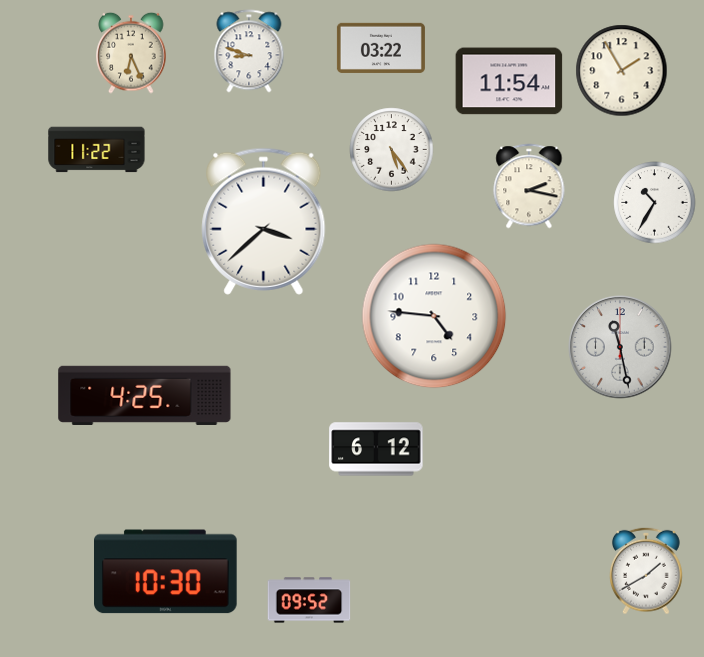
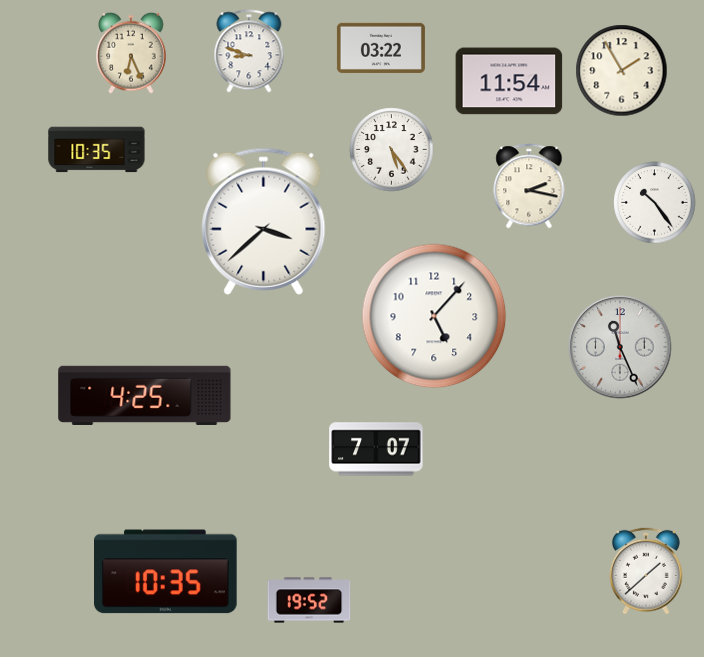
clock at (97, 150): 11:22 -> 10:35
clock at (655, 203): 10:35 -> 10:24
clock at (434, 316): 4:46 -> 5:07
clock at (620, 347): 11:28 -> 11:26
clock at (376, 449): 6:12 -> 7:07
clock at (647, 571): 1:40 -> 1:38
clock at (166, 572): 10:30 -> 10:35
clock at (309, 600): 09:52 -> 19:52
